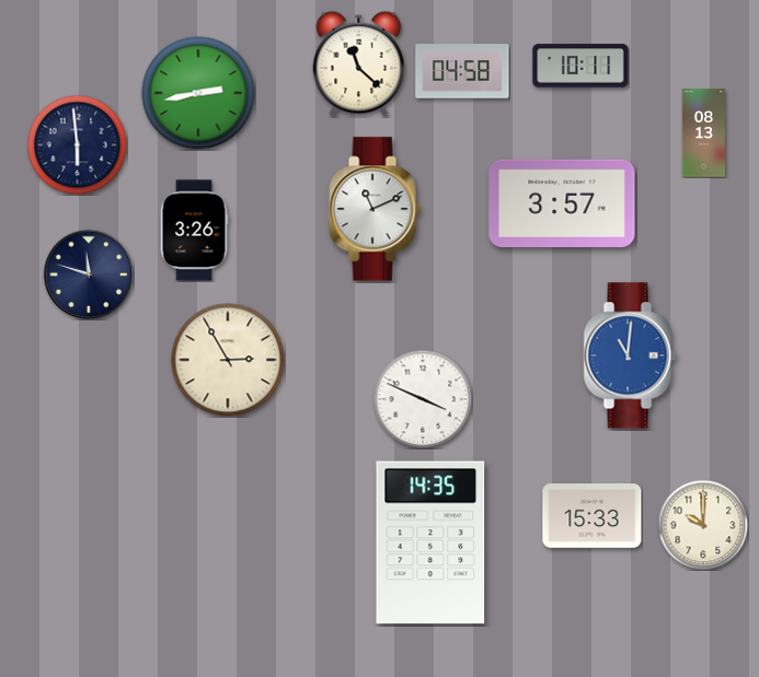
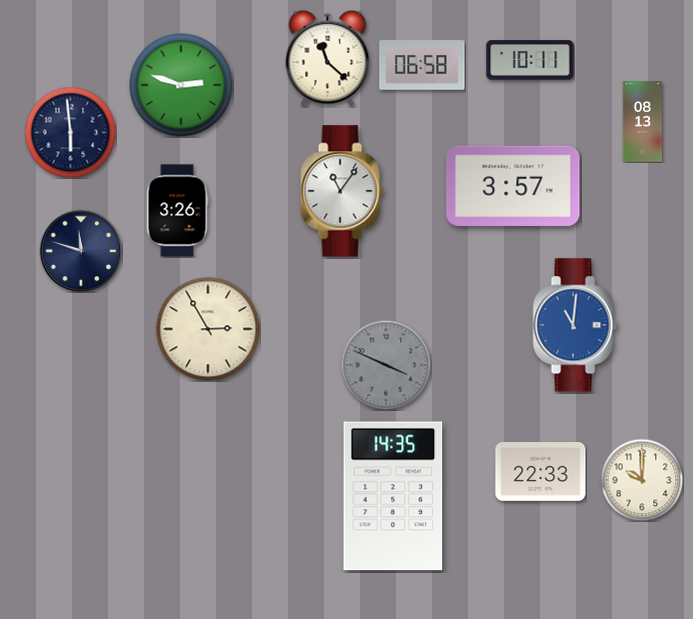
clock at (462, 71): 04:58 -> 06:58
clock at (198, 93): 2:43 -> 2:48
clock at (375, 209): 11:11 -> 11:06
clock at (423, 399) dial: white -> grey
clock at (593, 516): 15:33 -> 22:33
